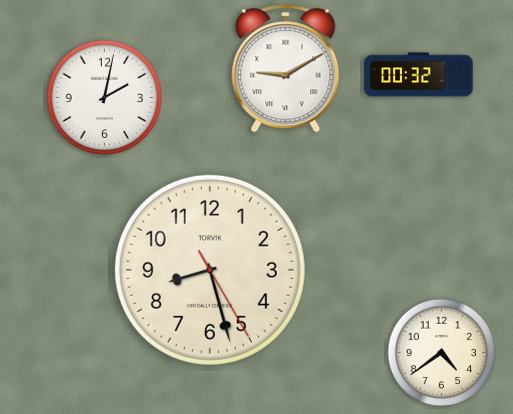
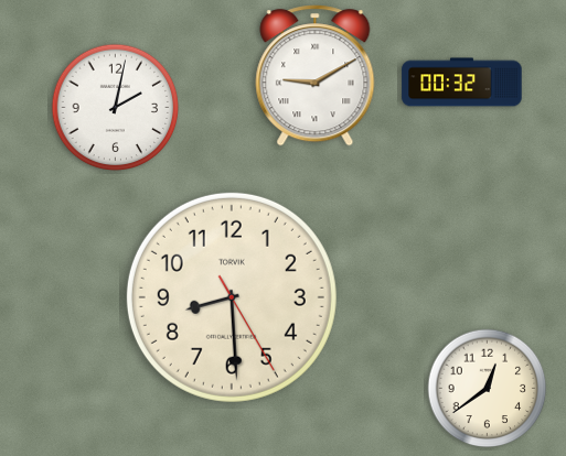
clock at (210, 270): 8:27 -> 8:29
clock at (442, 353): 4:39 -> 12:39
